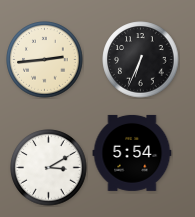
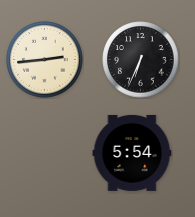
clock at (49, 168): 3:10 -> none
